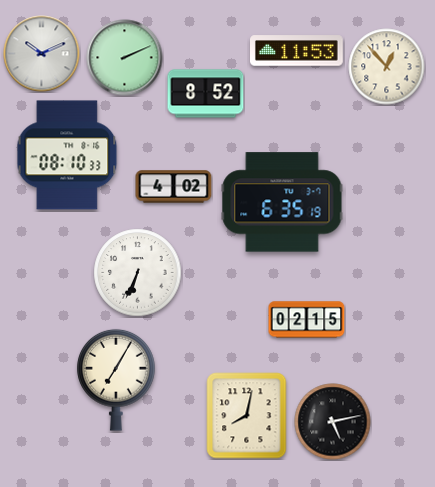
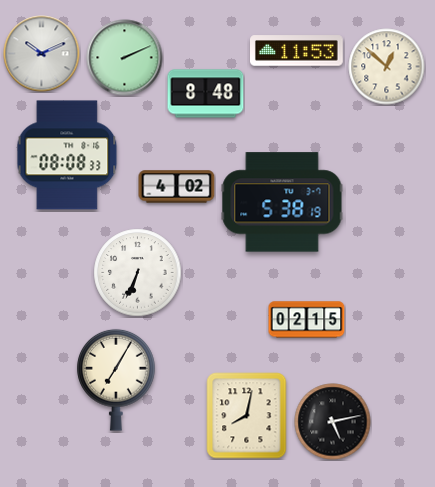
clock at (387, 67): 12:53 -> 12:52
clock at (206, 94): 8:52 -> 8:48
clock at (67, 155): 08:10 -> 08:08
clock at (174, 187) position: (174, 187) -> (177, 187)
clock at (282, 202): 6:35 -> 5:38
